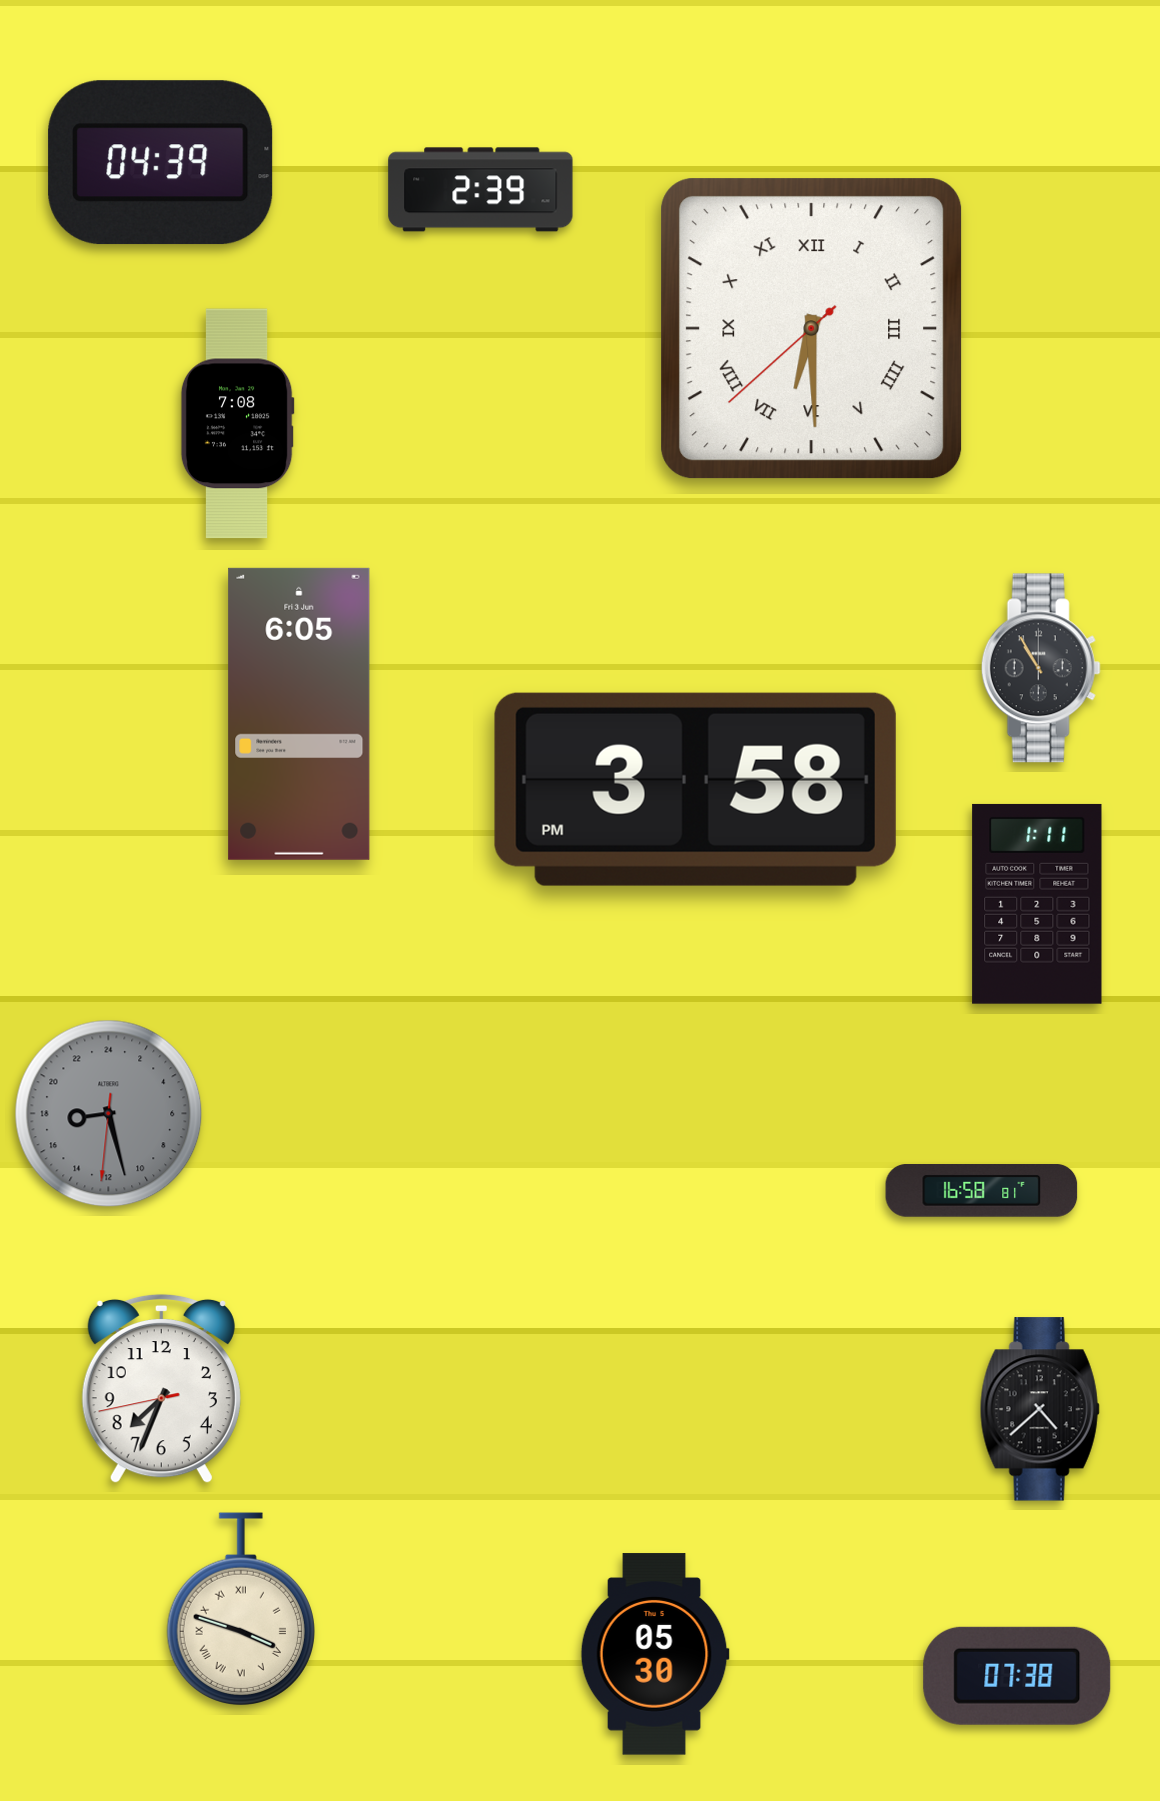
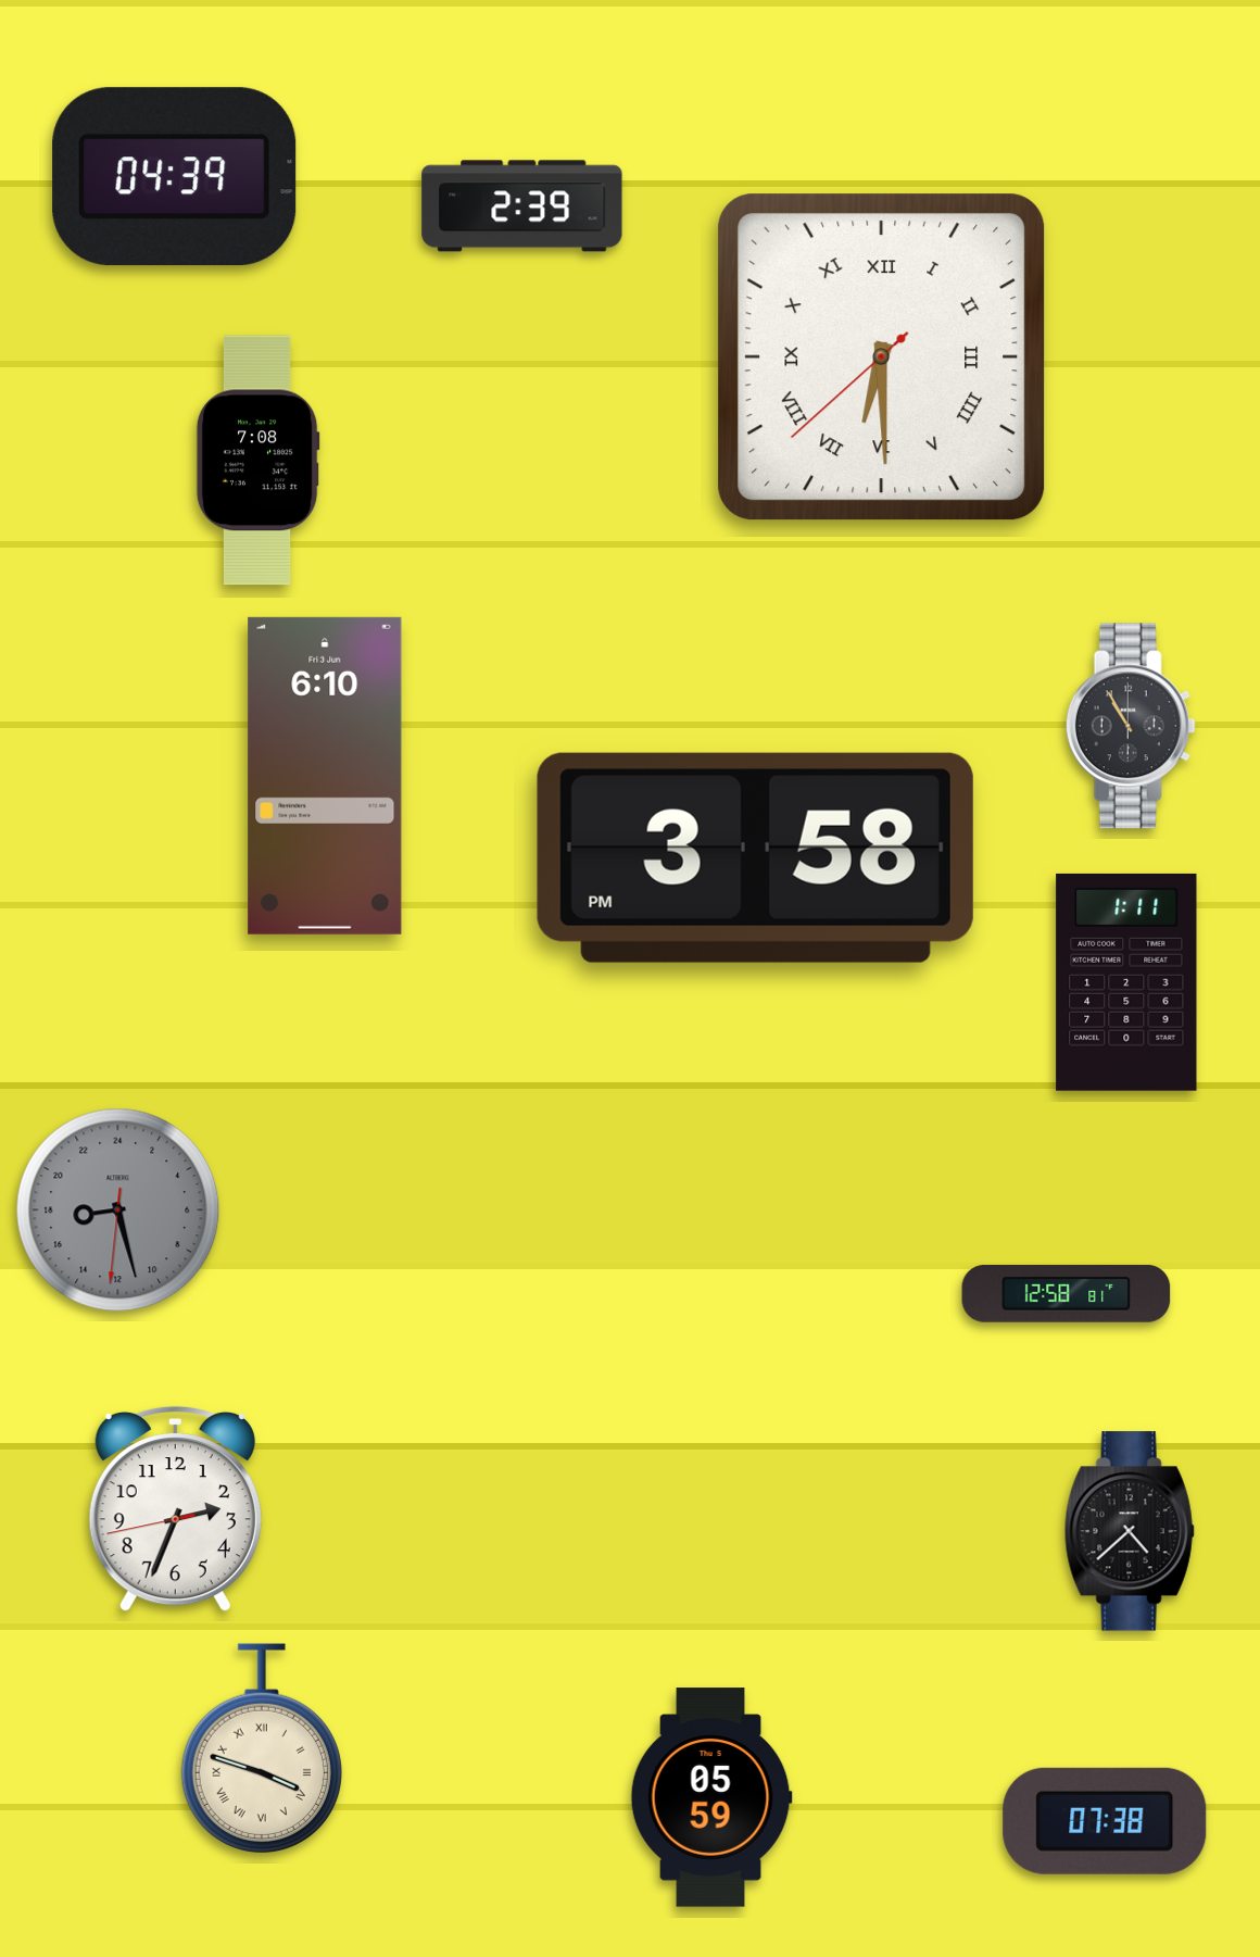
clock at (299, 714): 6:05 -> 6:10
clock at (982, 1191): 16:58 -> 12:58
clock at (161, 1388): 7:33 -> 2:33
clock at (655, 1654): 05:30 -> 05:59
